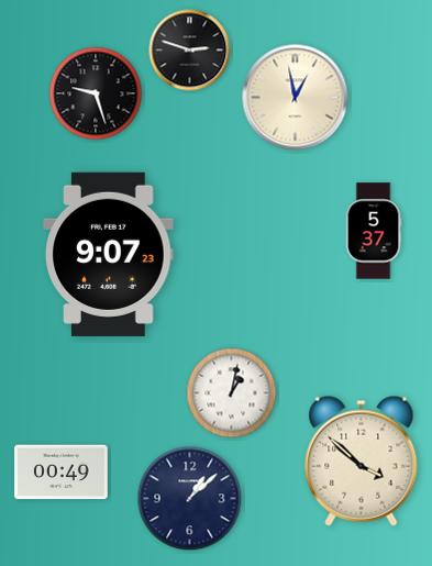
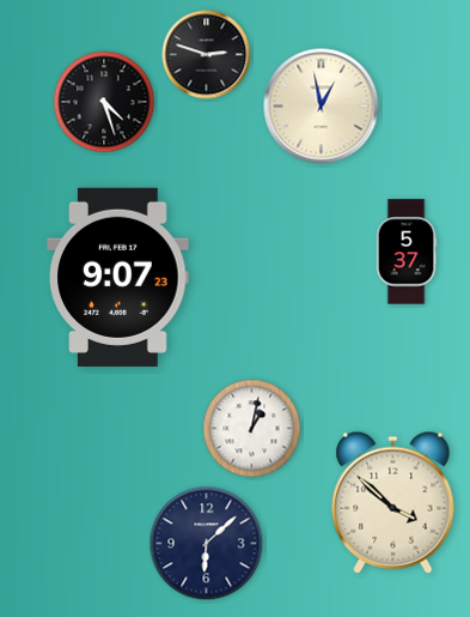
clock at (96, 93): 9:27 -> 4:27
clock at (62, 473): 00:49 -> none
clock at (190, 499): 1:08 -> 6:08
